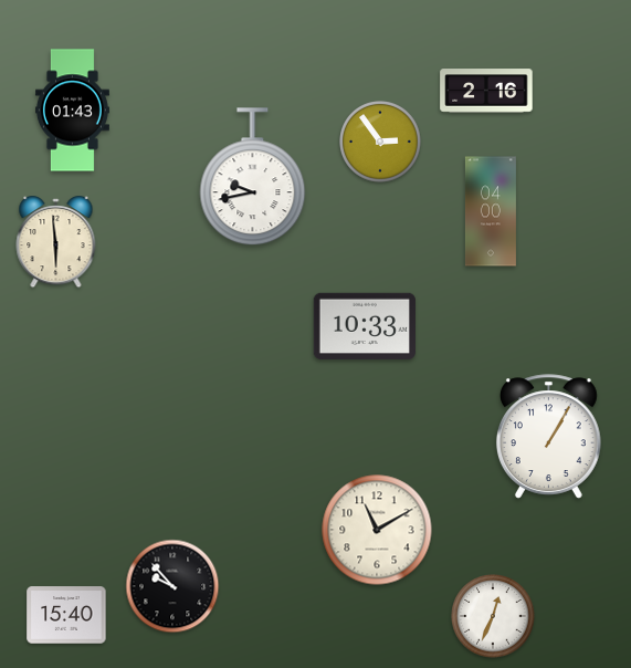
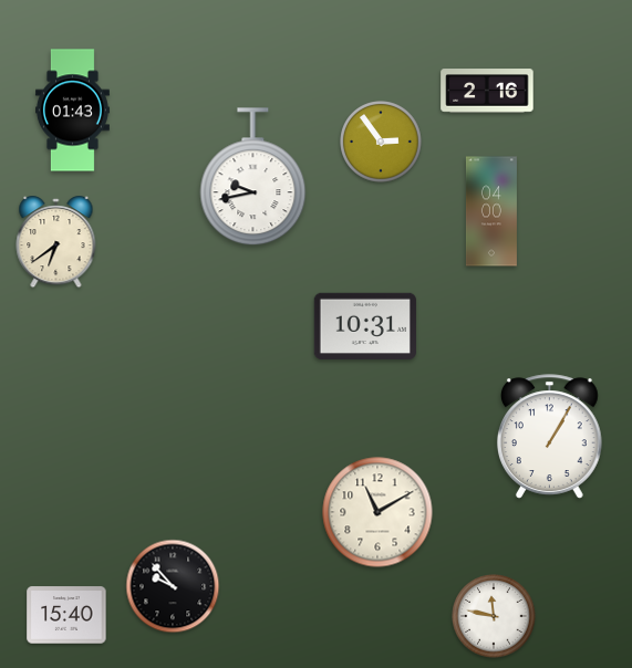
clock at (56, 243): 5:59 -> 6:39
clock at (365, 326): 10:33 -> 10:31
clock at (377, 530) position: (377, 530) -> (377, 512)
clock at (493, 616): 12:34 -> 11:47
